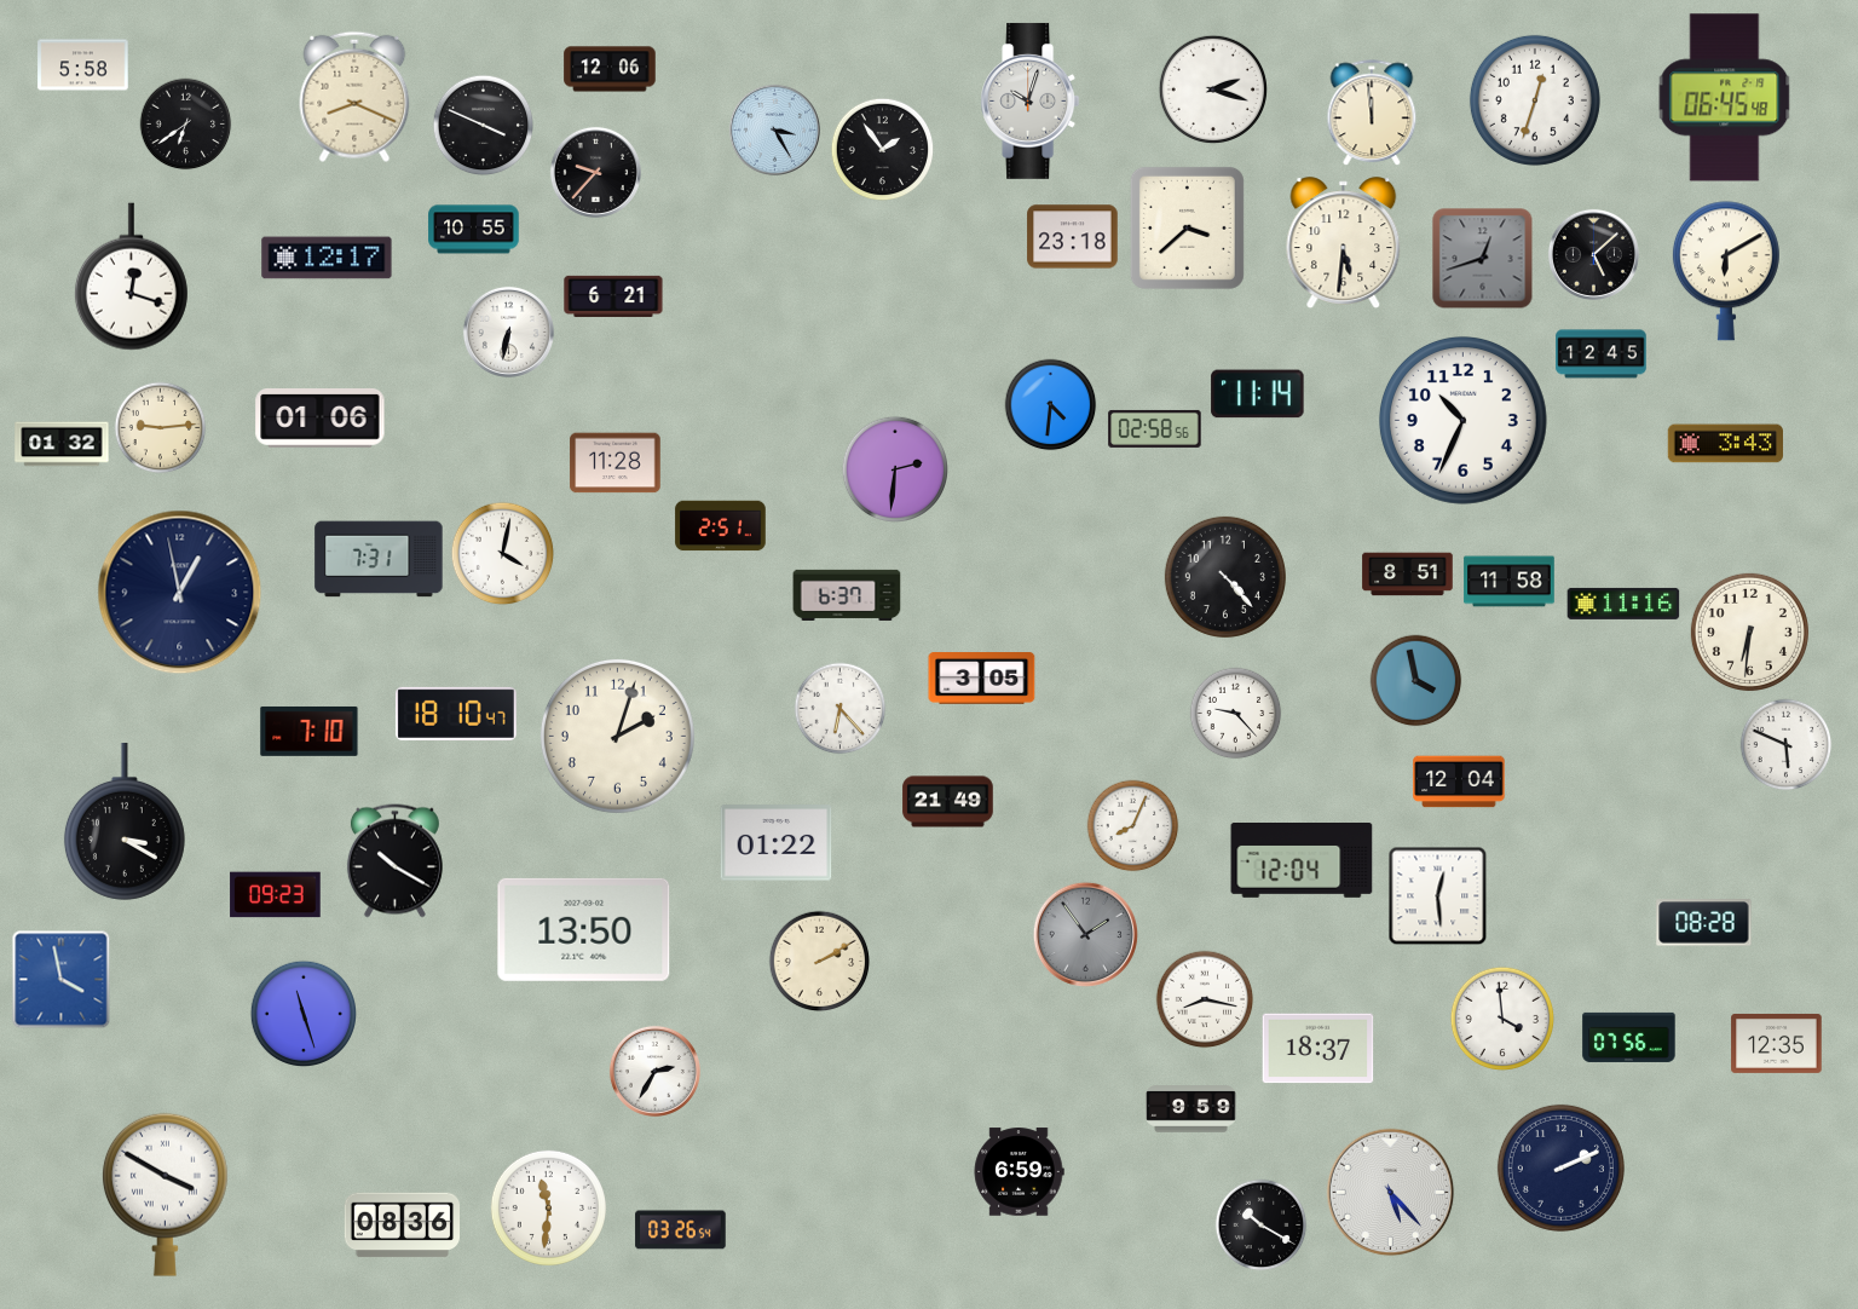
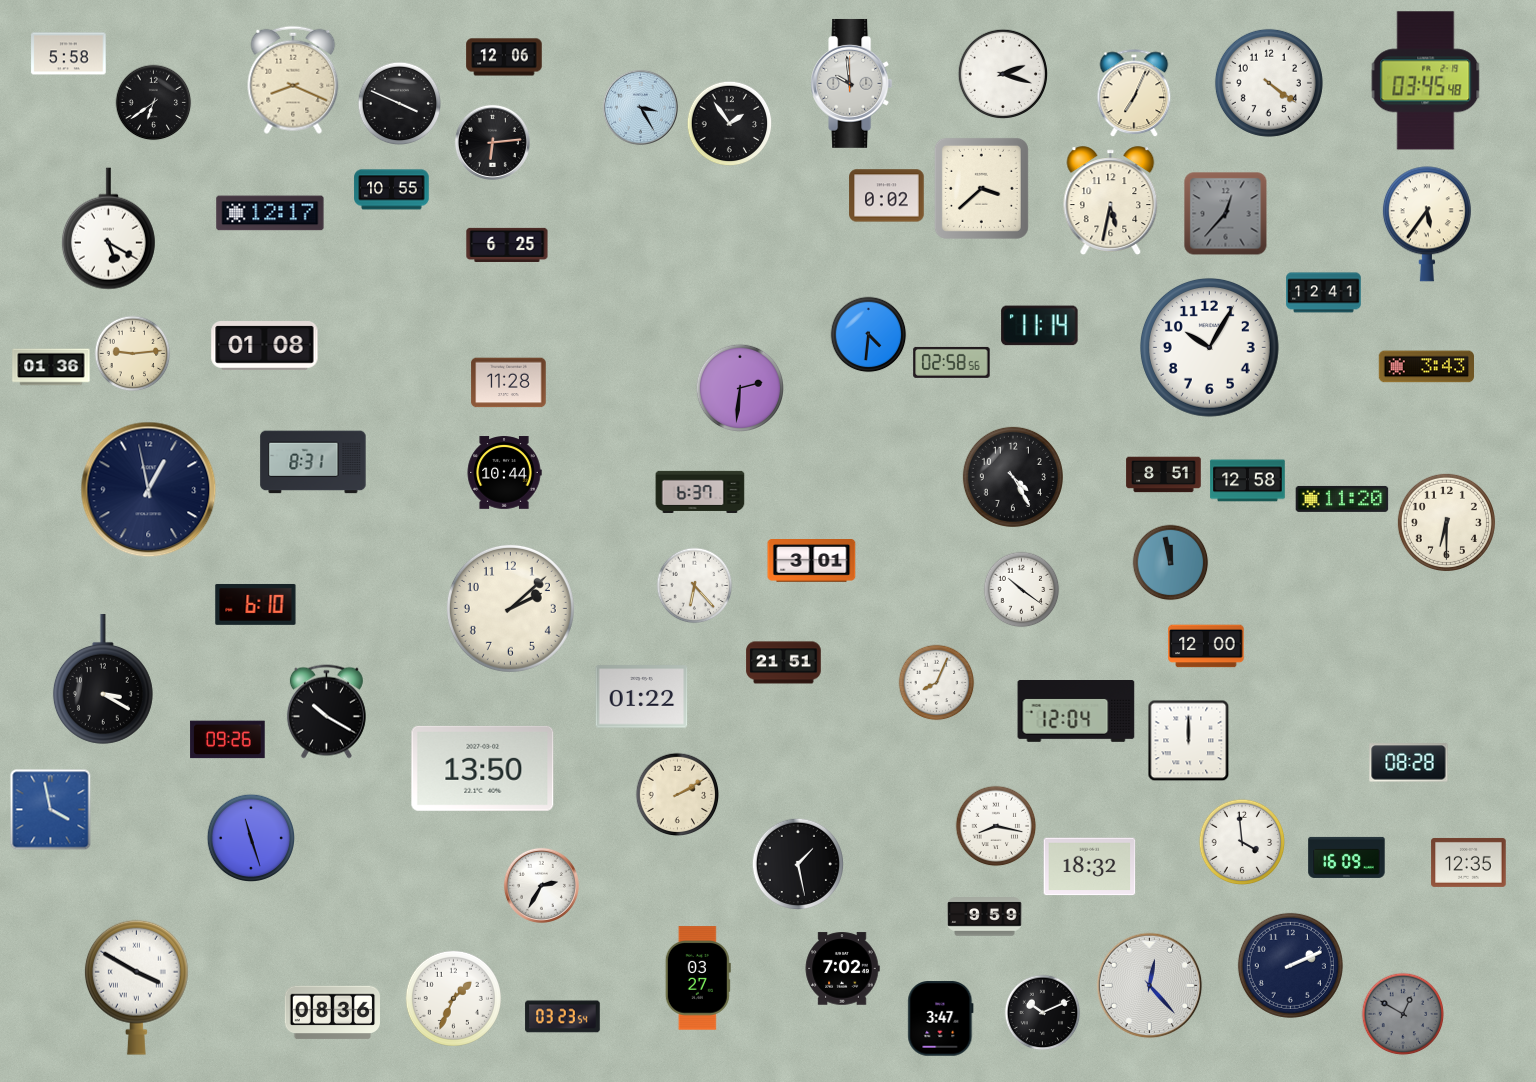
clock at (1725, 98): 06:45 -> 03:45
clock at (1031, 100): 10:03 -> 9:59
clock at (1535, 100): 12:33 -> 4:21
clock at (1372, 114): 11:59 -> 7:04
clock at (595, 172): 9:37 -> 6:14
clock at (1073, 237): 23:18 -> 0:02
clock at (1344, 243): 5:31 -> 5:32
clock at (1593, 254): 5:08 -> none
clock at (1483, 259): 12:42 -> 12:37
clock at (1726, 271): 6:10 -> 5:36
clock at (131, 277): 12:18 -> 5:20
clock at (613, 296): 6:21 -> 6:25
clock at (508, 331): 6:32 -> none
clock at (1602, 354): 12:45 -> 12:41
clock at (321, 419): 01:06 -> 01:08
clock at (1462, 420): 10:34 -> 10:05
clock at (1155, 428) position: (1155, 428) -> (952, 362)
clock at (62, 444): 01:32 -> 01:36
clock at (721, 526): 2:51 -> none
clock at (503, 554): 4:02 -> none
clock at (379, 559): 7:31 -> 8:31
clock at (504, 473): none -> 10:44
clock at (1225, 577): 4:23 -> 4:25
clock at (1510, 582): 11:58 -> 12:58
clock at (1623, 604): 11:16 -> 11:20
clock at (1749, 632): 6:31 -> 6:30
clock at (982, 679): 3:05 -> 3:01
clock at (1416, 681): 3:58 -> 11:58
clock at (456, 714): 18:10 -> none
clock at (1236, 714): 9:23 -> 10:21
clock at (310, 731): 7:10 -> 6:10
clock at (617, 736): 2:03 -> 2:08
clock at (1787, 745): 5:49 -> none
clock at (1459, 782): 12:04 -> 12:00
clock at (948, 802): 21:49 -> 21:51
clock at (276, 895): 09:23 -> 09:26
clock at (1438, 896): 12:29 -> 12:00
clock at (1085, 934): 1:54 -> none
clock at (1629, 1037): 07:56 -> 16:09
clock at (797, 863): none -> 1:28
clock at (1319, 1049): 18:37 -> 18:32
clock at (1019, 1172): 6:59 -> 7:02
clock at (698, 978): none -> 03:27
clock at (1391, 1193): 5:23 -> 12:23
clock at (548, 1207): 11:31 -> 1:34
clock at (1262, 1226): 10:20 -> 10:11
clock at (1403, 1014): none -> 12:50
clock at (681, 1230): 03:26 -> 03:23
clock at (941, 1019): none -> 3:47
